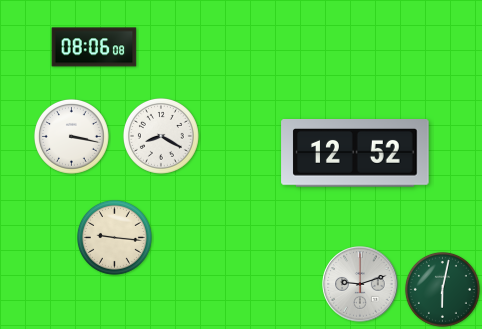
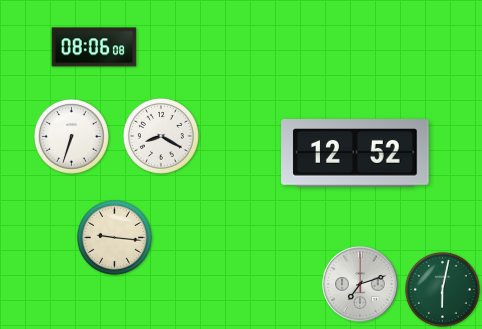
clock at (71, 136): 3:17 -> 6:33
clock at (360, 284): 9:12 -> 7:12
